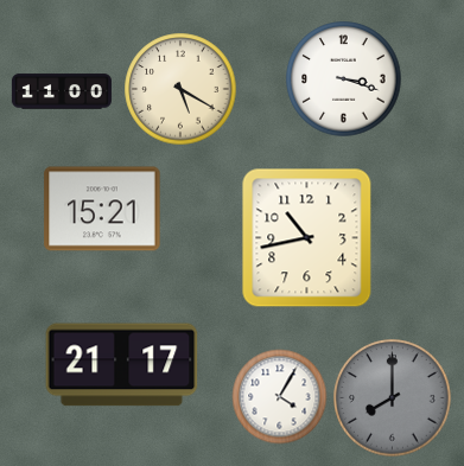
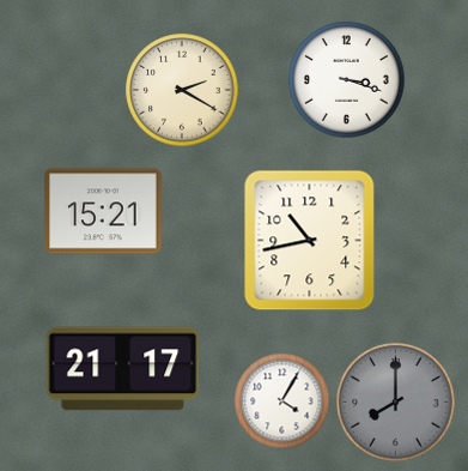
clock at (180, 89): 5:20 -> 2:20
clock at (62, 91): 11:00 -> none
